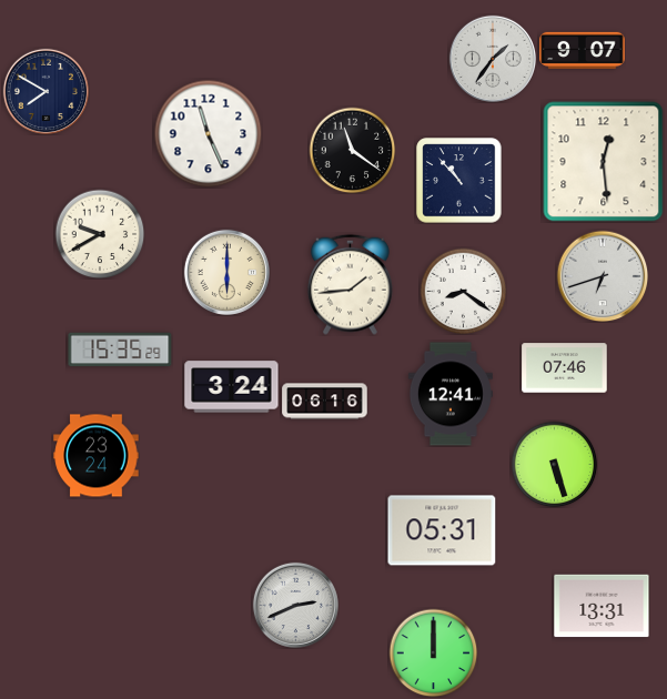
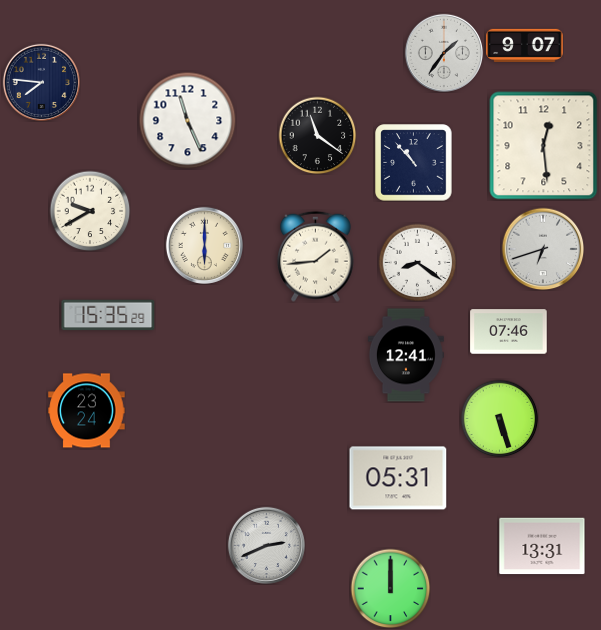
clock at (46, 91): 7:50 -> 7:46
clock at (232, 387): 3:24 -> none
clock at (325, 402): 06:16 -> none
